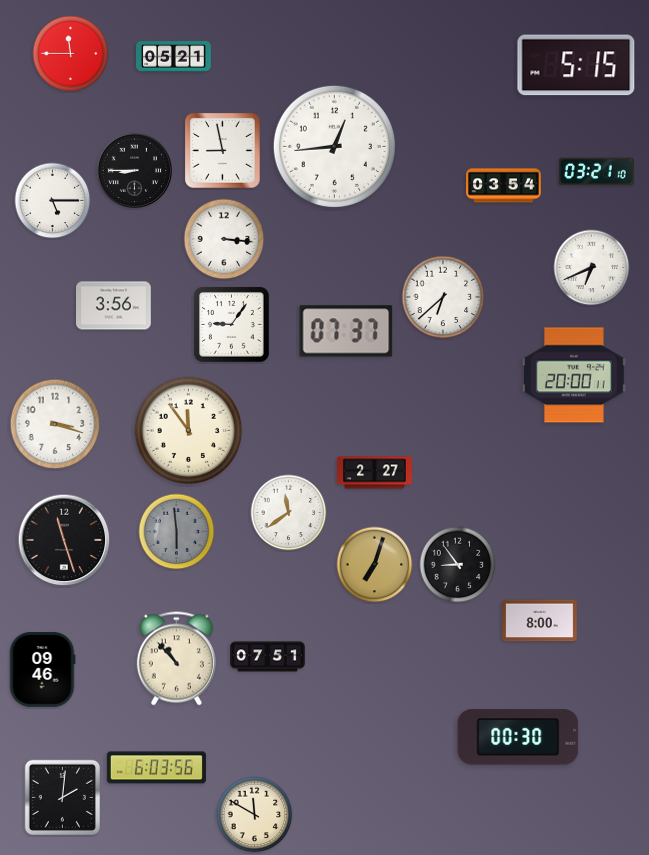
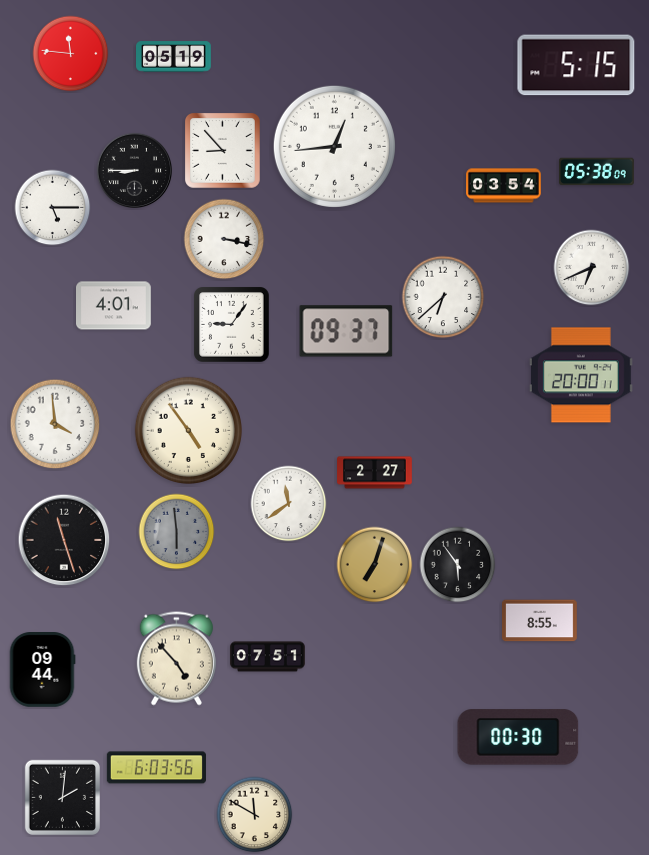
clock at (71, 54): 11:45 -> 11:46
clock at (174, 57): 05:21 -> 05:19
clock at (223, 151): 8:58 -> 8:53
clock at (597, 172): 03:21 -> 05:38
clock at (53, 201) position: (53, 201) -> (53, 208)
clock at (224, 239): 3:16 -> 3:17
clock at (114, 306): 3:56 -> 4:01
clock at (346, 331): 07:37 -> 09:37
clock at (574, 375) position: (574, 375) -> (581, 375)
clock at (55, 424): 3:18 -> 3:59
clock at (188, 430): 11:54 -> 4:54
clock at (289, 513) position: (289, 513) -> (289, 504)
clock at (458, 565): 8:54 -> 5:54
clock at (540, 621): 8:00 -> 8:55
clock at (176, 659): 10:53 -> 4:53
clock at (42, 670): 09:46 -> 09:44
